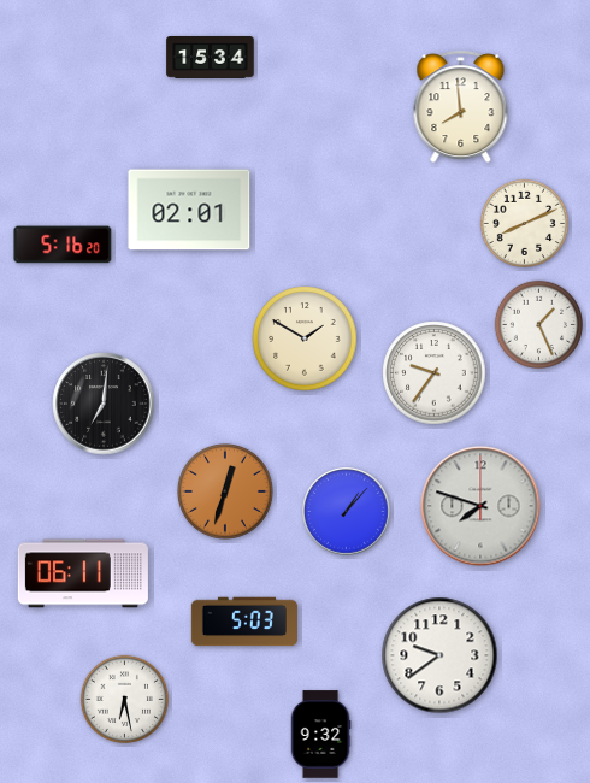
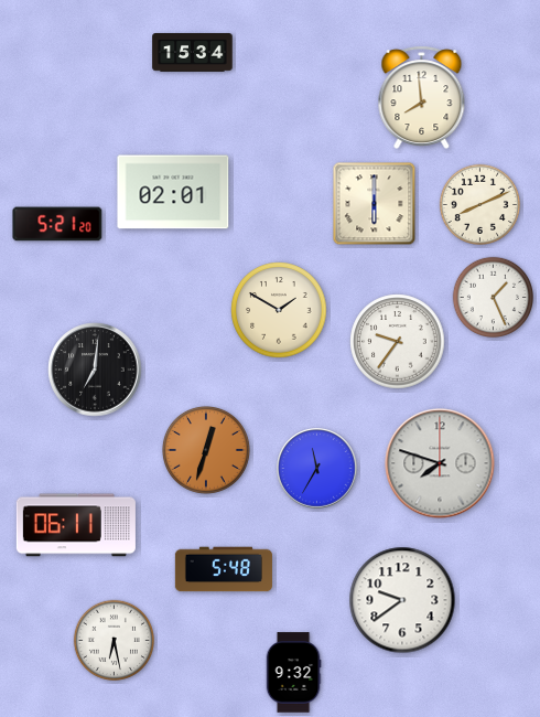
clock at (375, 204): none -> 6:00
clock at (63, 245): 5:16 -> 5:21
clock at (347, 512): 1:07 -> 11:35
clock at (244, 622): 5:03 -> 5:48
